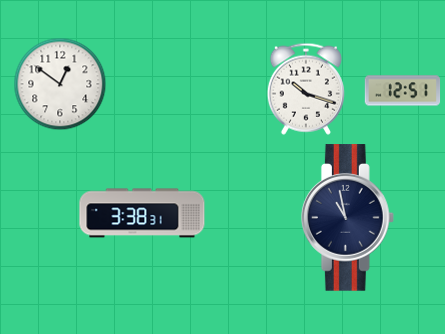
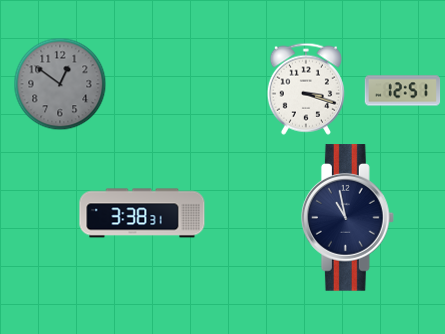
clock at (60, 84) dial: white -> grey
clock at (306, 89): 10:18 -> 3:18
